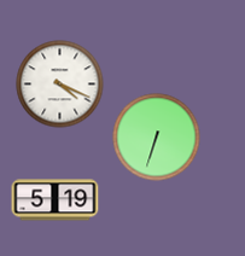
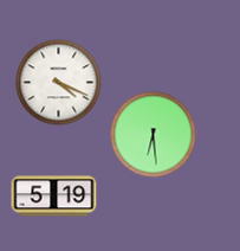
clock at (157, 138): 6:33 -> 6:29
